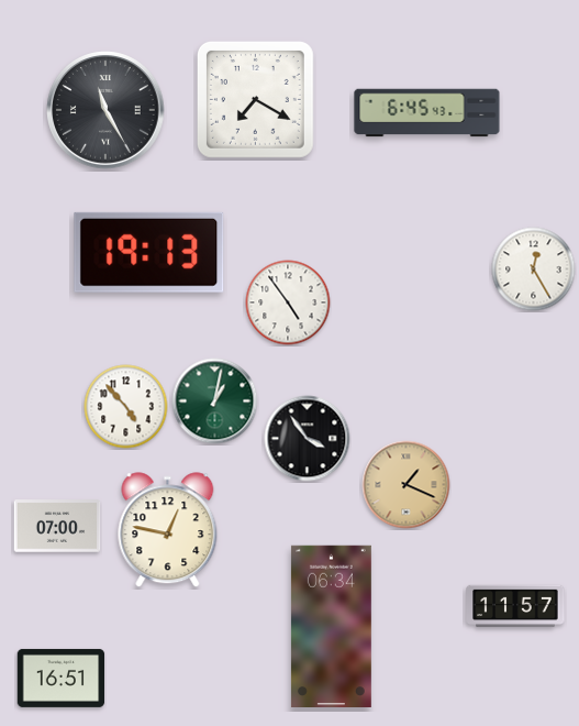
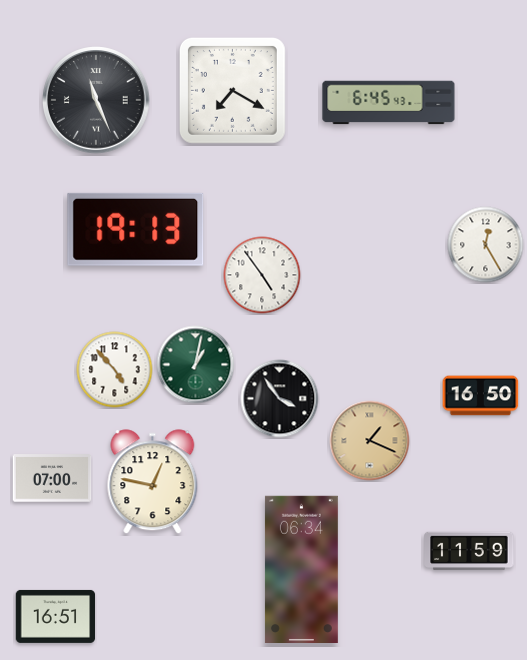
clock at (105, 110): 11:25 -> 11:26
clock at (481, 396): none -> 16:50
clock at (515, 606): 11:57 -> 11:59
